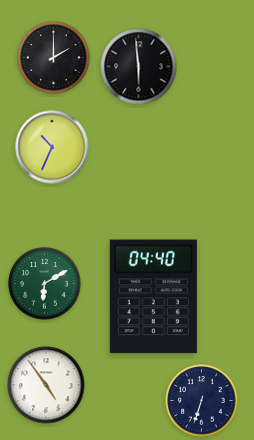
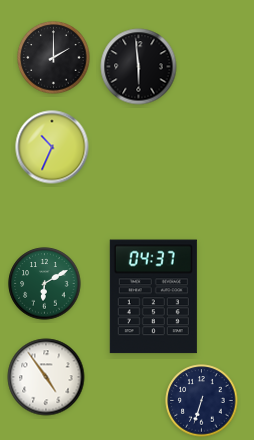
clock at (153, 297): 04:40 -> 04:37
clock at (46, 385) position: (46, 385) -> (46, 377)
